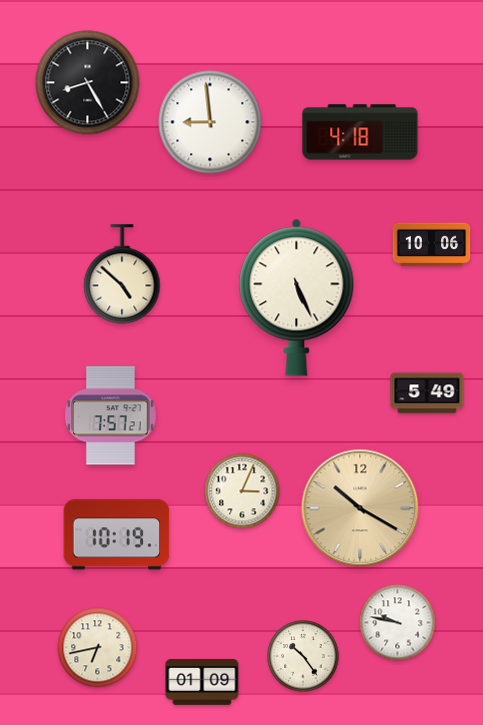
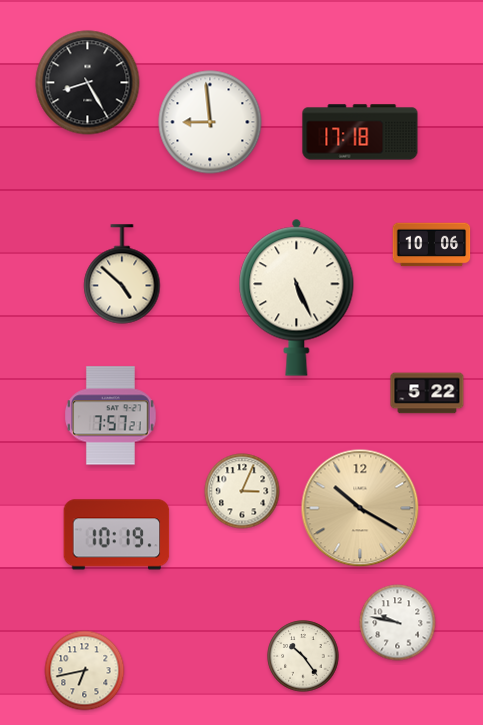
clock at (360, 132): 4:18 -> 17:18
clock at (427, 393): 5:49 -> 5:22
clock at (98, 648) position: (98, 648) -> (85, 671)
clock at (202, 682): 01:09 -> none
